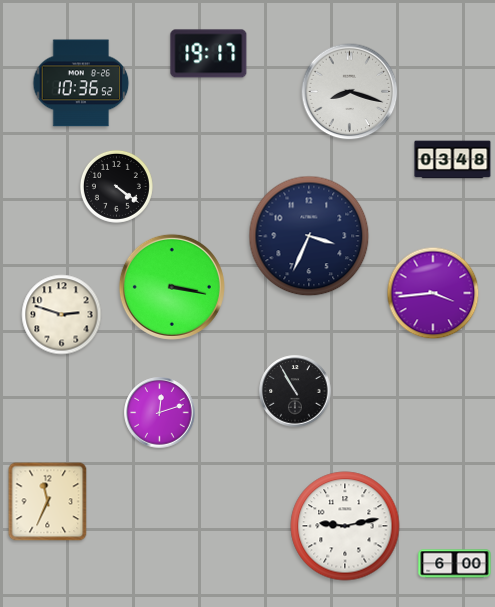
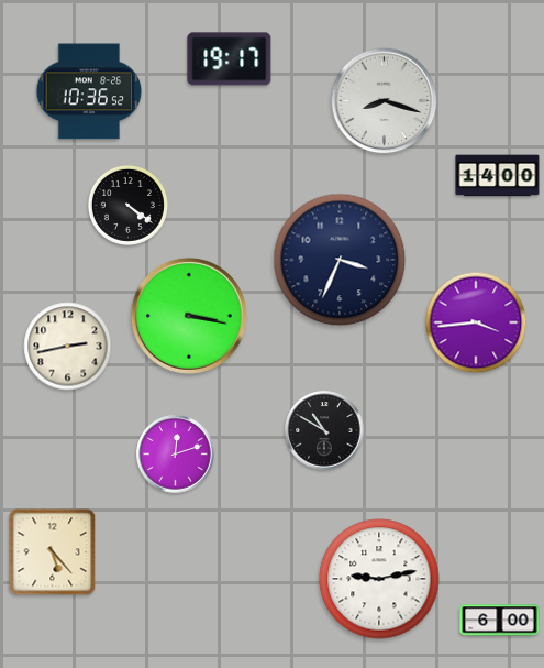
clock at (453, 160): 03:48 -> 14:00
clock at (62, 315): 2:48 -> 2:43
clock at (295, 391): 10:55 -> 10:50
clock at (48, 502): 11:34 -> 5:23
